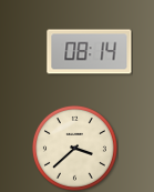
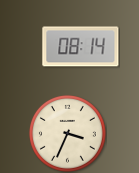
clock at (74, 148): 3:38 -> 3:34
